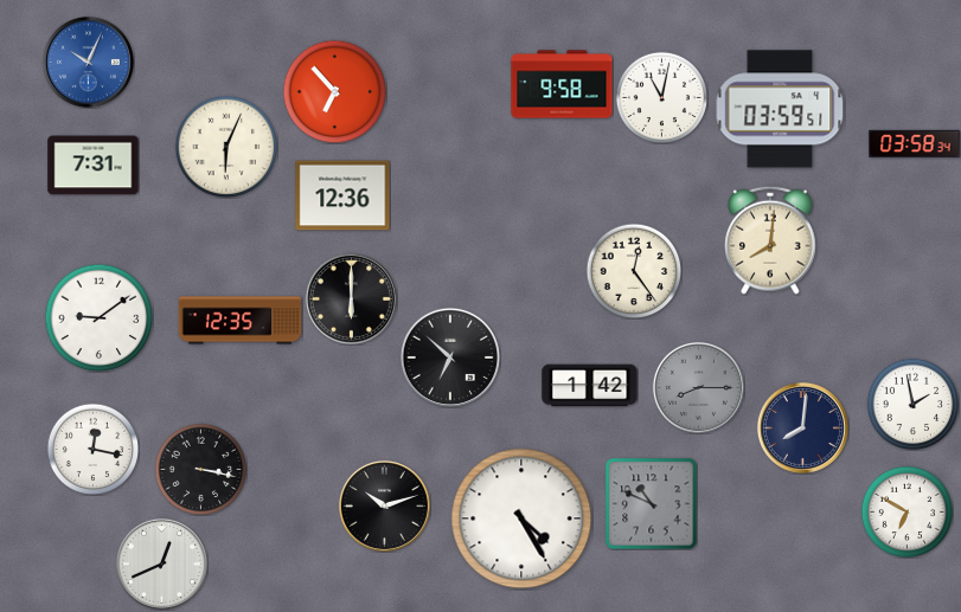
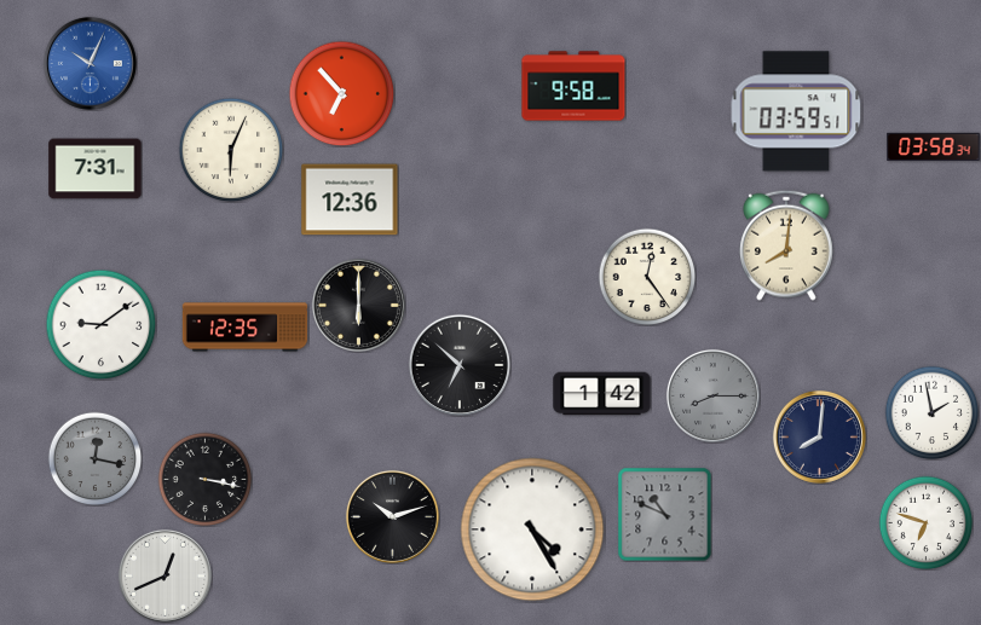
clock at (661, 97): 11:02 -> none
clock at (92, 449) dial: white -> grey
clock at (906, 511): 6:50 -> 6:48
